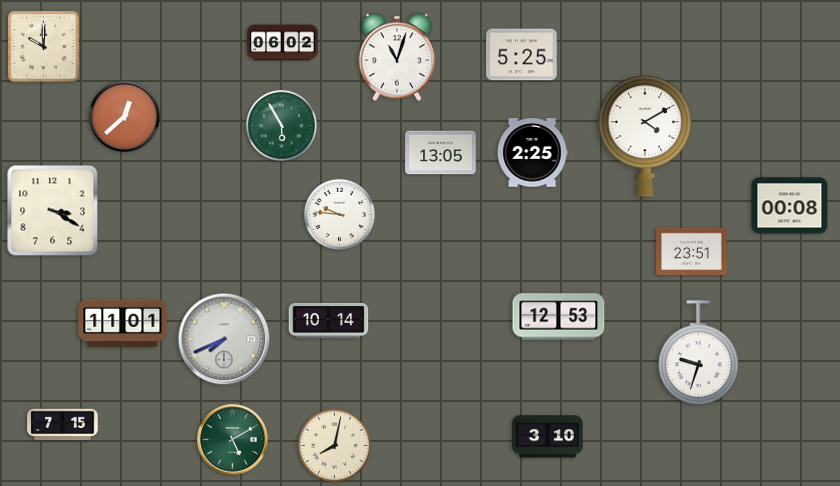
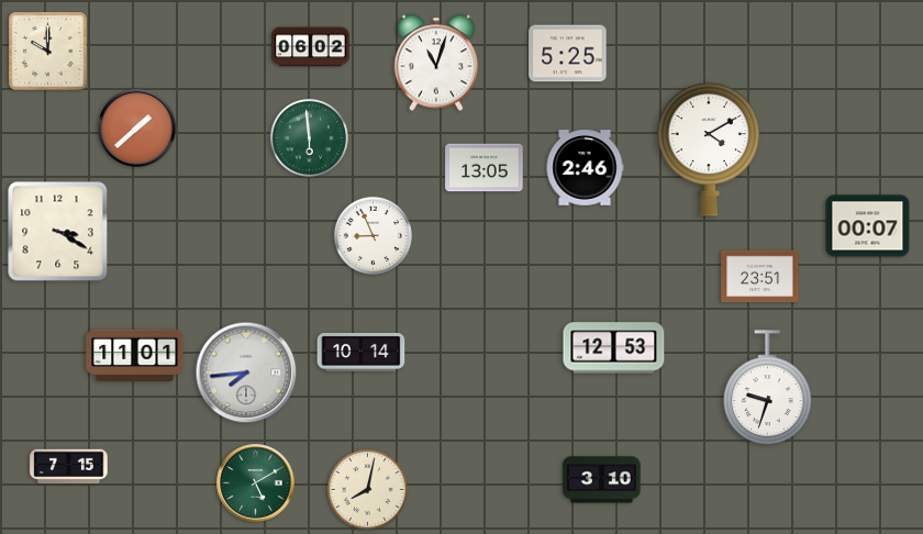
clock at (522, 55) position: (522, 55) -> (568, 54)
clock at (125, 117): 12:38 -> 1:38
clock at (281, 125): 5:55 -> 5:59
clock at (532, 153): 2:25 -> 2:46
clock at (790, 206): 00:08 -> 00:07
clock at (339, 214): 9:46 -> 8:56
clock at (224, 339): 7:41 -> 7:44
